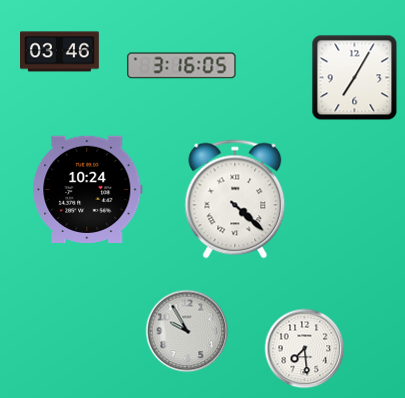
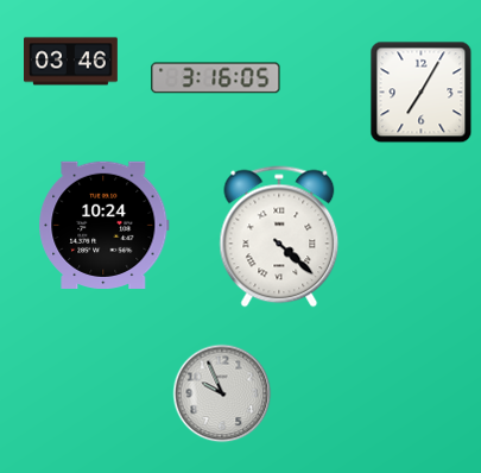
clock at (187, 331): 9:55 -> 9:56
clock at (305, 349): 7:29 -> none
